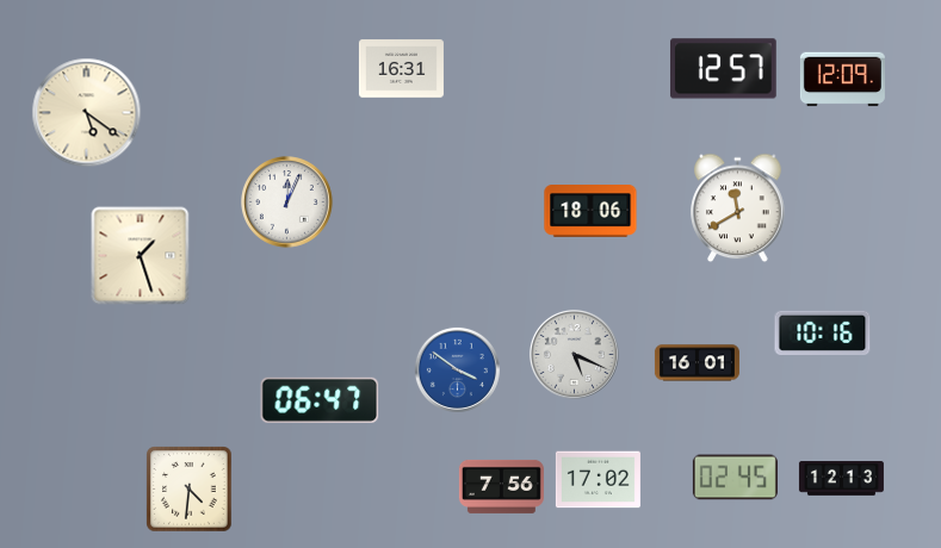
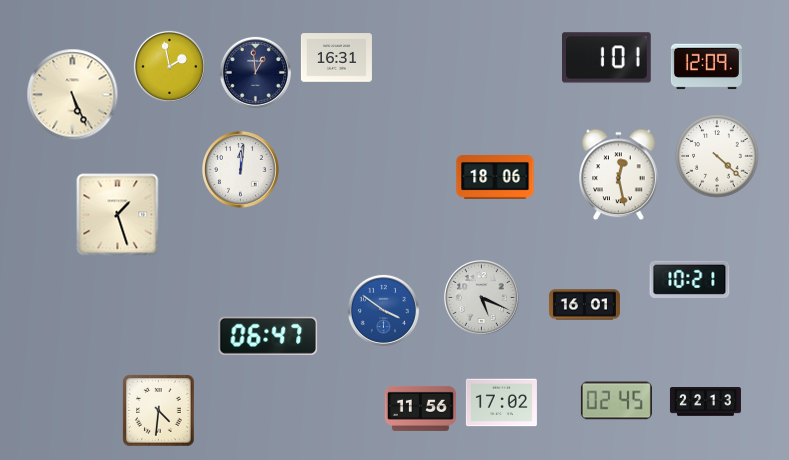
clock at (724, 69): 12:57 -> 1:01
clock at (169, 66): none -> 1:58
clock at (255, 72): none -> 12:59
clock at (87, 113): 5:21 -> 5:26
clock at (717, 156): none -> 4:22
clock at (287, 203): 12:04 -> 12:01
clock at (738, 208): 11:40 -> 12:28
clock at (823, 332): 10:16 -> 10:21
clock at (841, 479): 12:13 -> 22:13
clock at (501, 486): 7:56 -> 11:56
